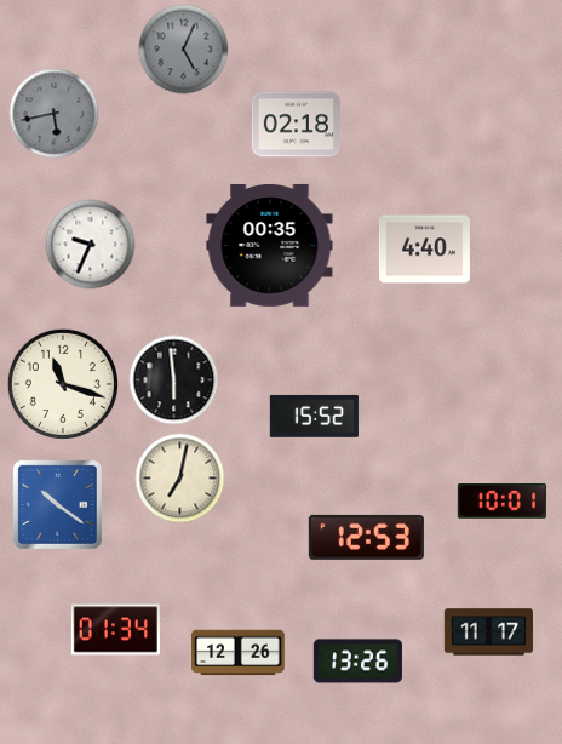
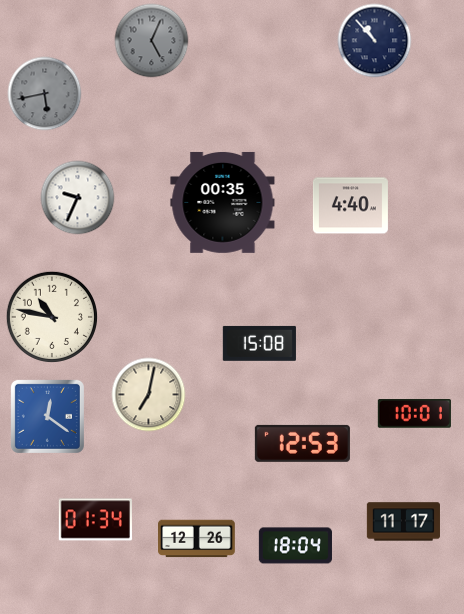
clock at (375, 41): none -> 10:53
clock at (296, 125): 02:18 -> none
clock at (91, 245) position: (91, 245) -> (78, 198)
clock at (174, 380): 5:59 -> none
clock at (63, 384): 11:18 -> 10:47
clock at (314, 416): 15:52 -> 15:08
clock at (57, 504): 10:21 -> 12:21
clock at (357, 662): 13:26 -> 18:04
